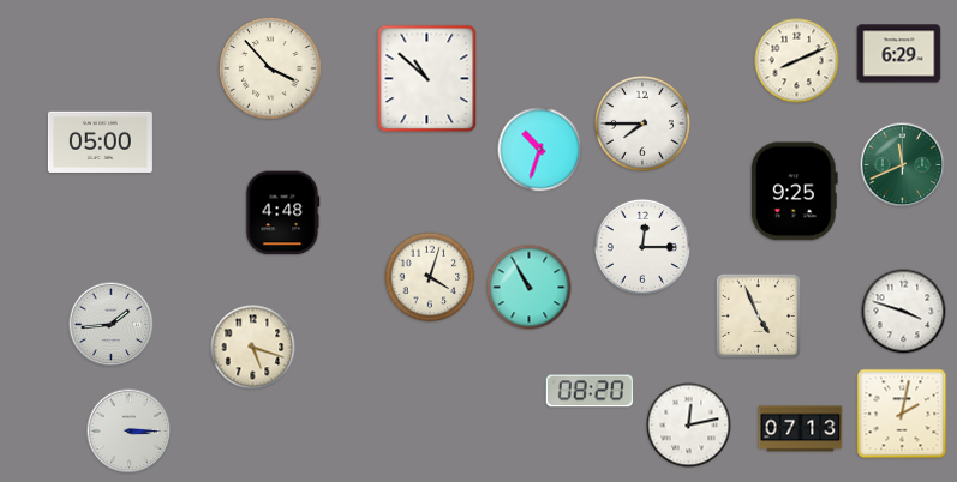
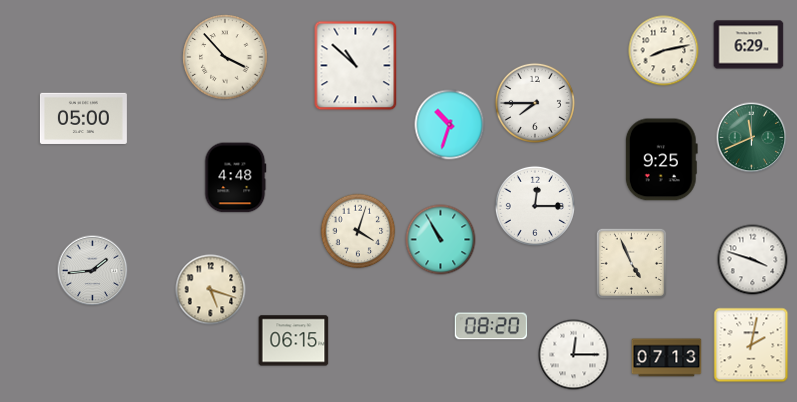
clock at (797, 61): 8:11 -> 8:13
clock at (294, 341): none -> 06:15
clock at (689, 426): 12:13 -> 12:15
clock at (130, 432): 3:15 -> none
